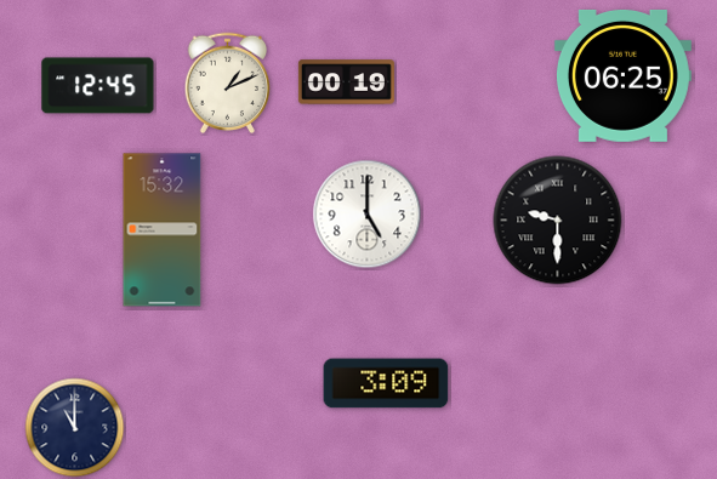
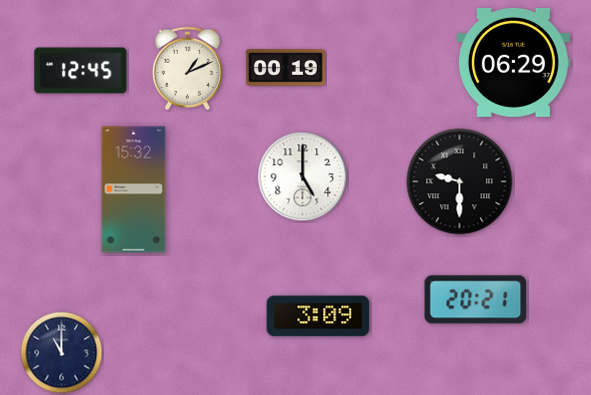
clock at (622, 75): 06:25 -> 06:29
clock at (476, 300): none -> 20:21
